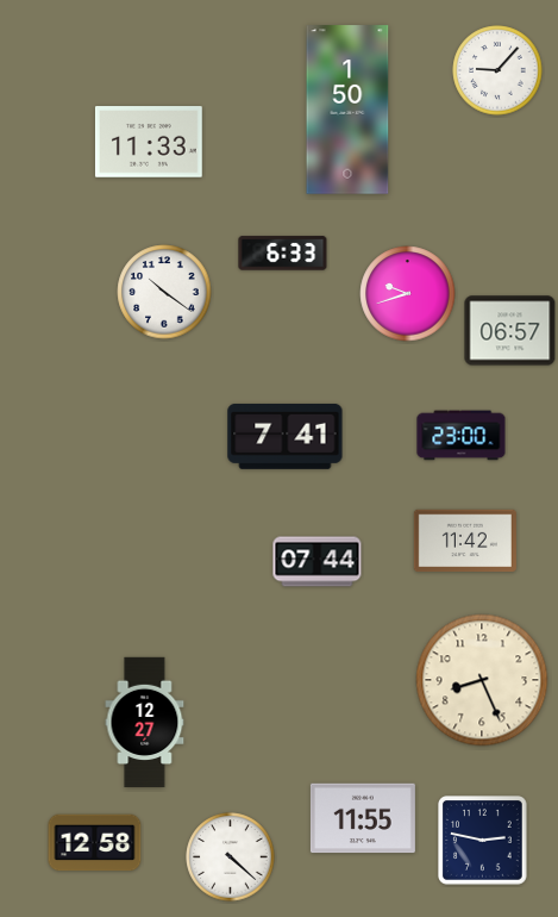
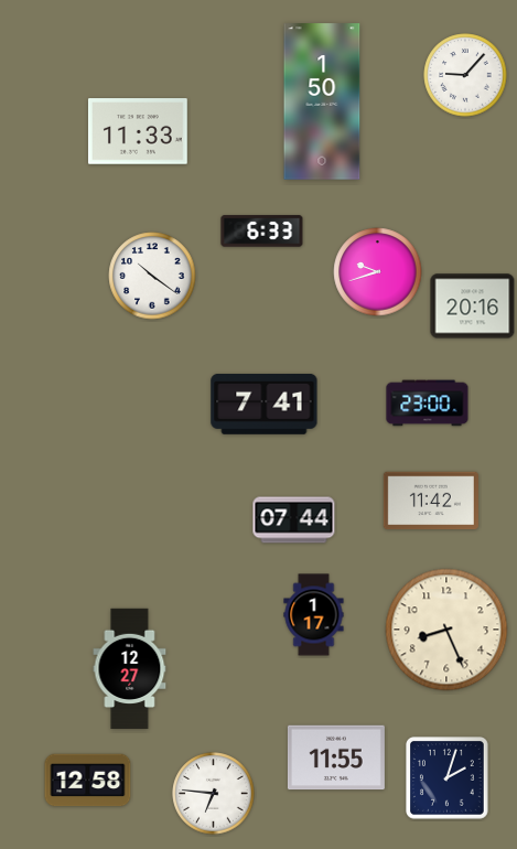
clock at (497, 70) position: (497, 70) -> (465, 75)
clock at (283, 254) position: (283, 254) -> (262, 232)
clock at (164, 292) position: (164, 292) -> (152, 276)
clock at (510, 331): 06:57 -> 20:16
clock at (314, 615): none -> 1:17
clock at (145, 723) position: (145, 723) -> (130, 669)
clock at (483, 841): 2:47 -> 2:03
clock at (231, 857): 4:22 -> 6:46
